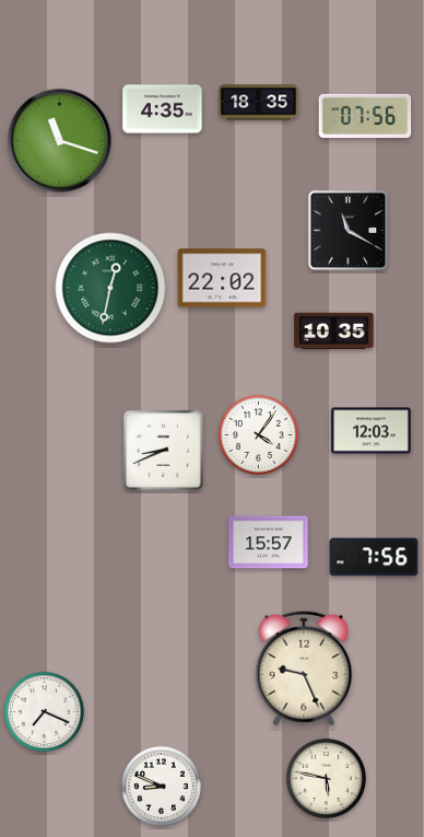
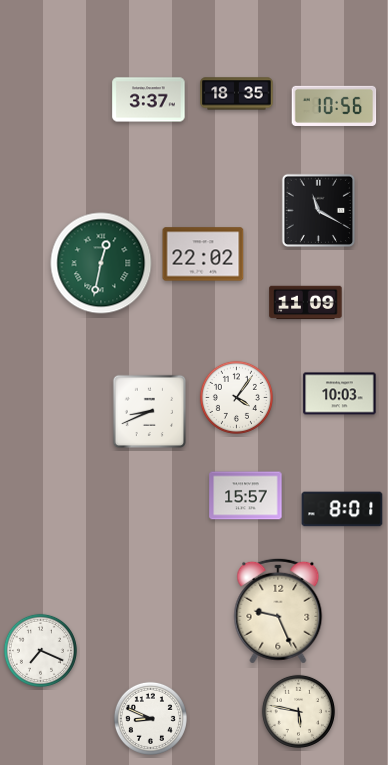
clock at (163, 109): 4:35 -> 3:37
clock at (365, 116): 07:56 -> 10:56
clock at (60, 141): 11:18 -> none
clock at (334, 332): 10:35 -> 11:09
clock at (372, 431): 12:03 -> 10:03
clock at (374, 557): 7:56 -> 8:01
clock at (161, 786) position: (161, 786) -> (150, 718)
